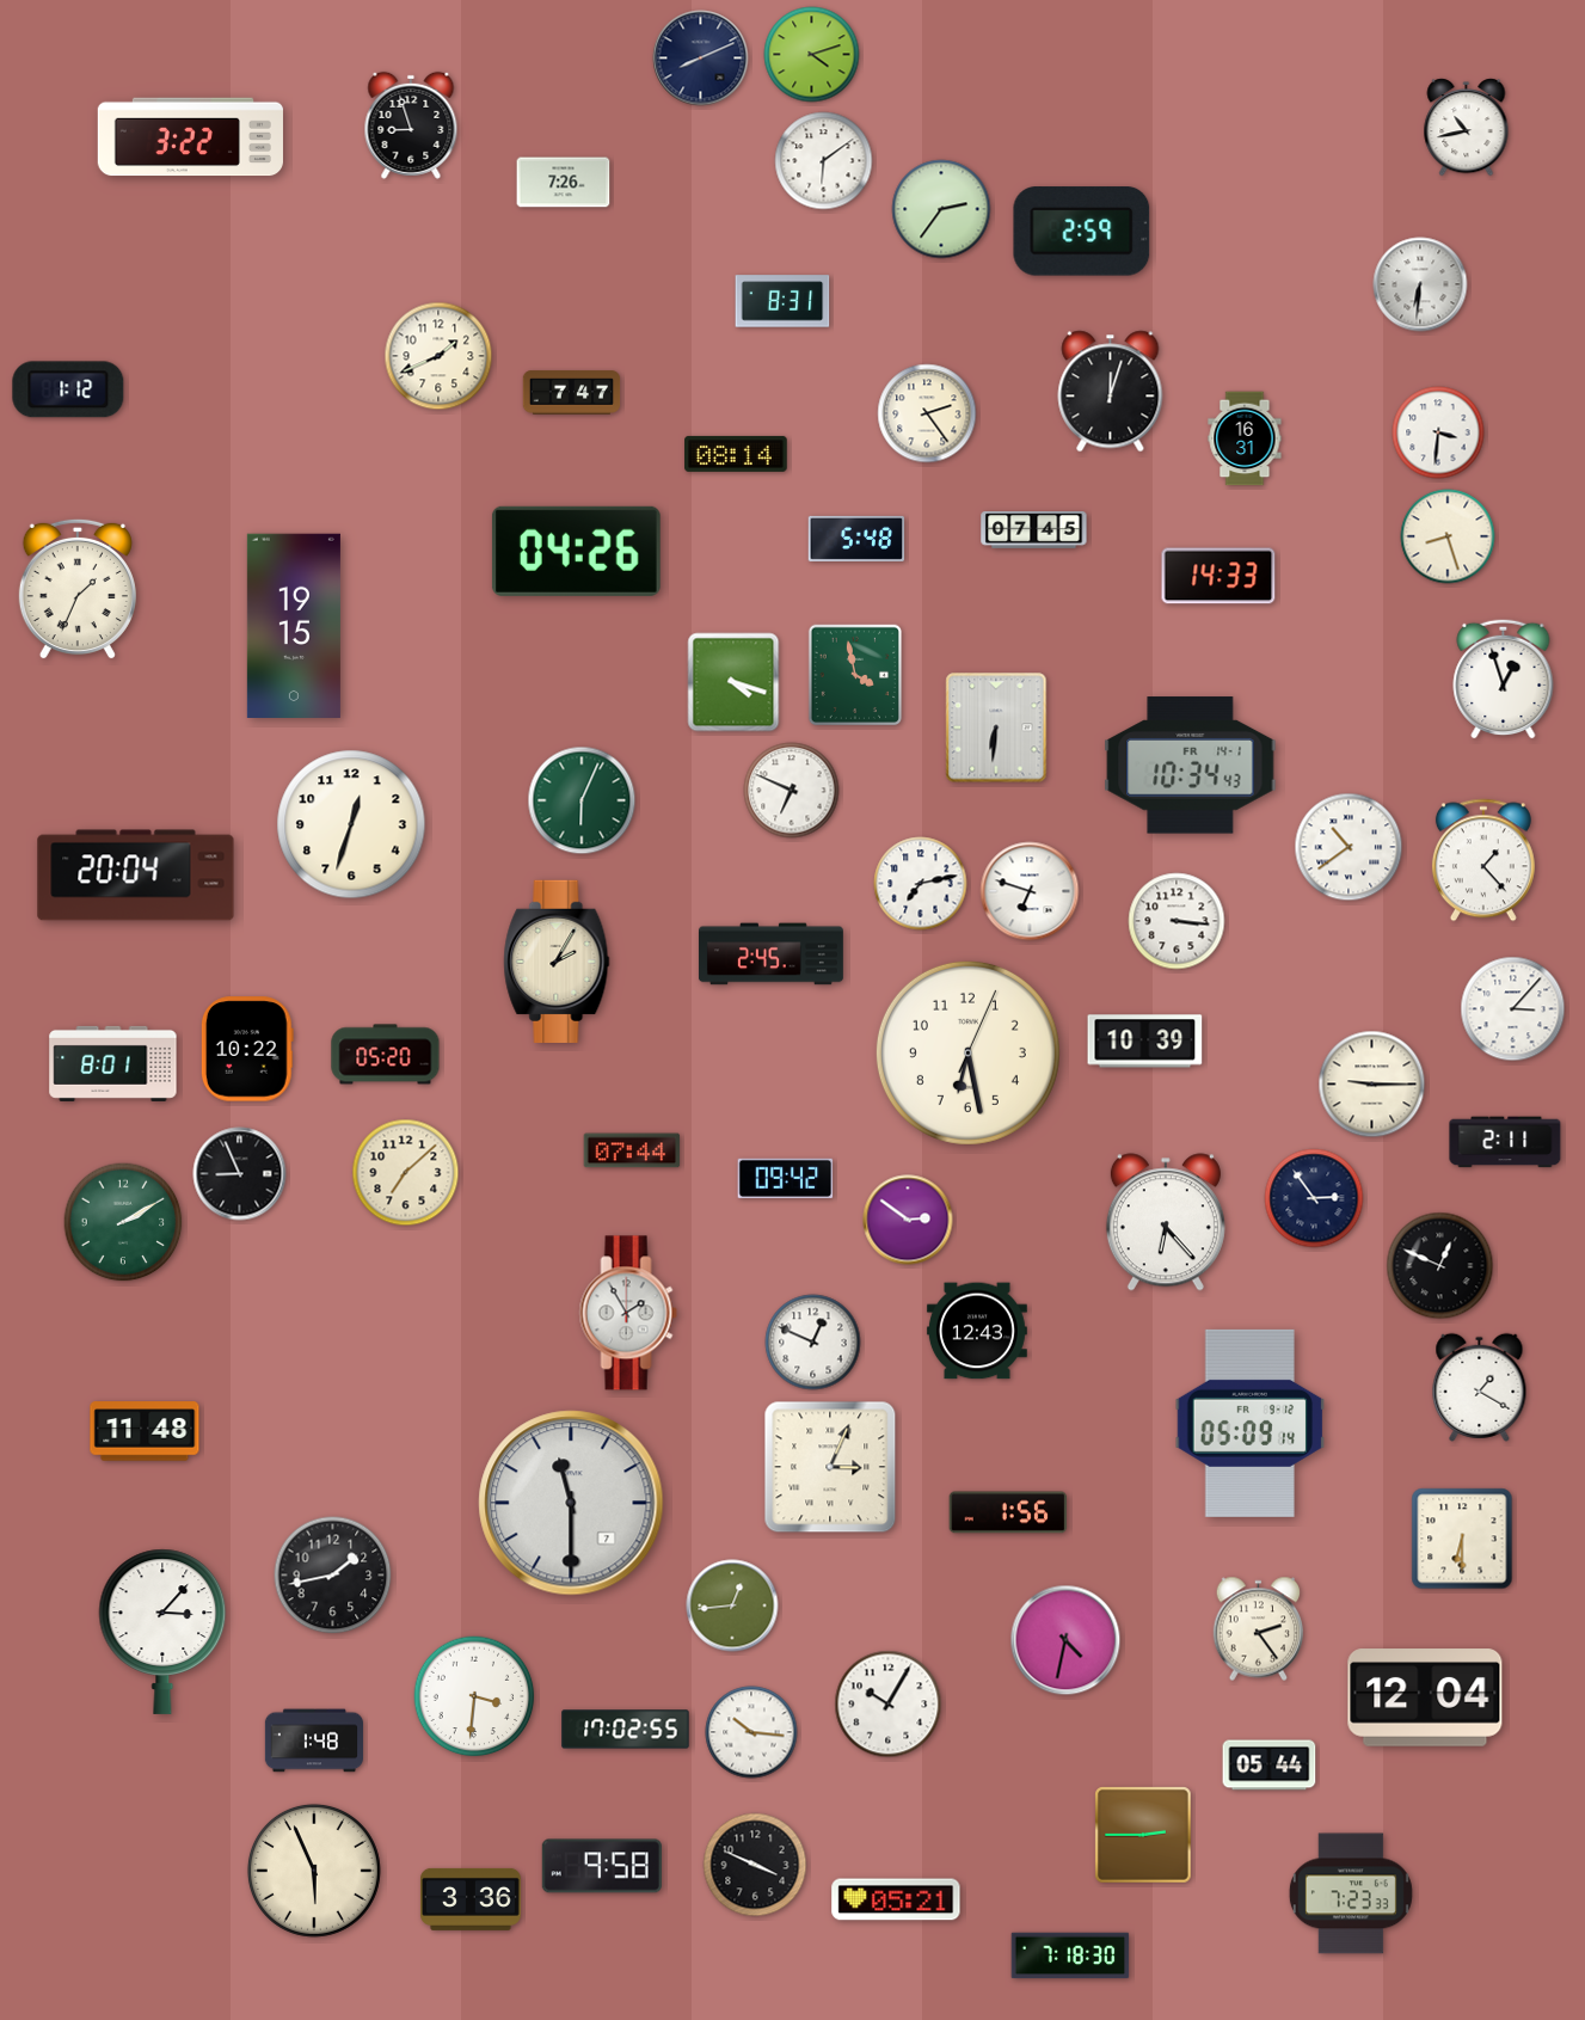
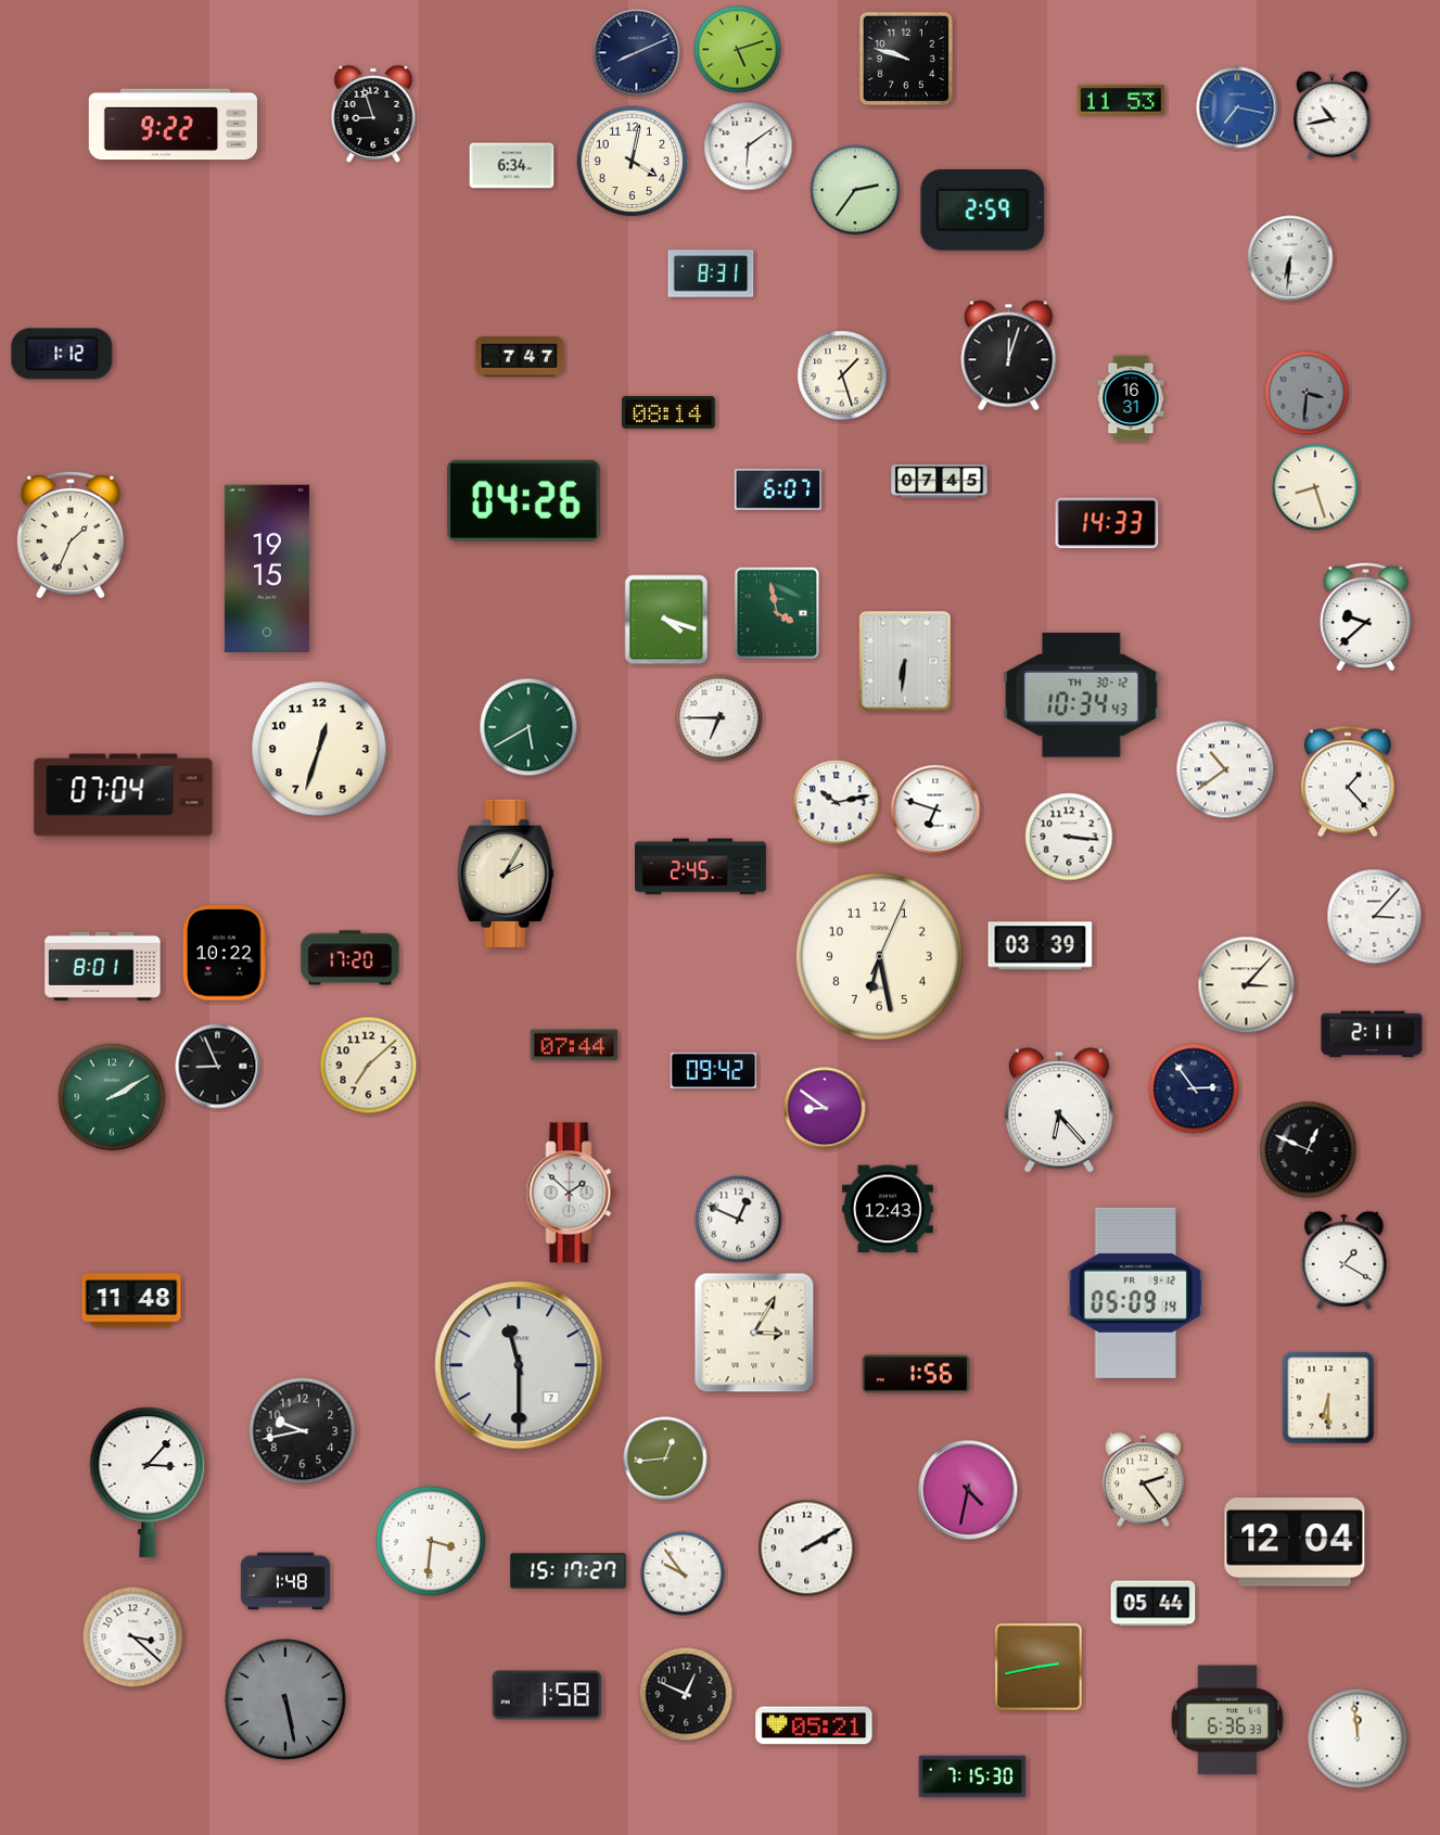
clock at (812, 55): 4:12 -> 5:12
clock at (905, 58): none -> 9:48
clock at (1121, 100): none -> 11:53
clock at (1237, 107): none -> 7:17
clock at (190, 137): 3:22 -> 9:22
clock at (633, 162): none -> 4:02
clock at (564, 183): 7:26 -> 6:34
clock at (438, 356): 1:41 -> none
clock at (927, 413): 2:24 -> 1:27
clock at (1438, 432) dial: white -> grey
clock at (856, 539): 5:48 -> 6:07
clock at (1504, 679): 12:57 -> 9:38
clock at (1191, 766) date: FR 14-1 -> TH 30-12
clock at (792, 791): 6:49 -> 6:45
clock at (582, 800): 6:04 -> 5:40
clock at (136, 876): 20:04 -> 07:04
clock at (921, 884): 7:13 -> 10:13
clock at (1145, 1042): 10:39 -> 03:39
clock at (386, 1055): 05:20 -> 17:20
clock at (1372, 1085): 9:15 -> 3:07
clock at (1505, 1142) position: (1505, 1142) -> (1372, 1034)
clock at (908, 1220): 2:51 -> 8:51
clock at (123, 1222) position: (123, 1222) -> (112, 1097)
clock at (628, 1313): 1:55 -> 1:52
clock at (830, 1467): 3:04 -> 3:05
clock at (333, 1576): 1:43 -> 9:43
clock at (889, 1705): 10:05 -> 2:10
clock at (626, 1730): 17:02 -> 15:17
clock at (751, 1732): 10:16 -> 9:54
clock at (133, 1638): none -> 3:22
clock at (1143, 1835): 2:45 -> 2:43
clock at (755, 1865): 3:49 -> 12:49
clock at (602, 1866): 9:58 -> 1:58
clock at (314, 1871): 5:56 -> 5:28
clock at (314, 1871) dial: cream -> grey
clock at (1351, 1893): 7:23 -> 6:36
clock at (471, 1899): 3:36 -> none
clock at (1358, 1738): none -> 11:59
clock at (1070, 1955): 7:18 -> 7:15
